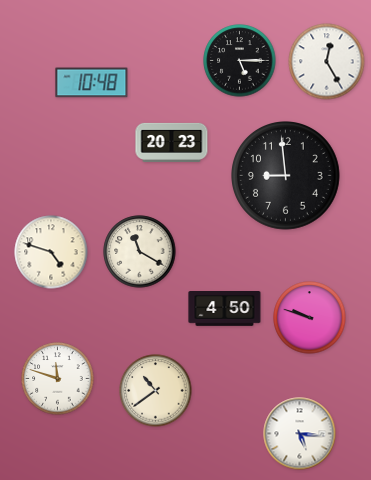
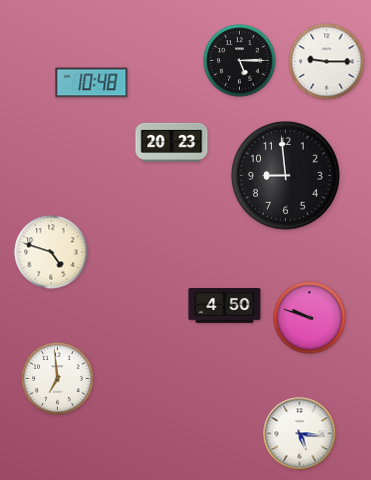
clock at (327, 62): 12:25 -> 9:15
clock at (140, 252): 11:20 -> none
clock at (225, 309) position: (225, 309) -> (225, 306)
clock at (58, 379): 11:48 -> 6:59
clock at (156, 391): 10:39 -> none
